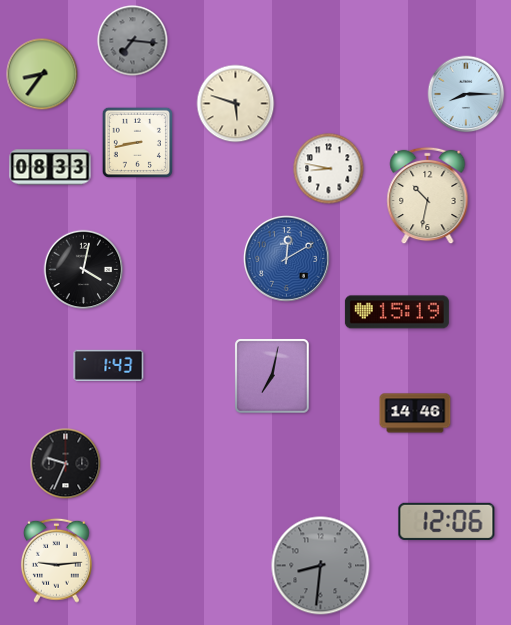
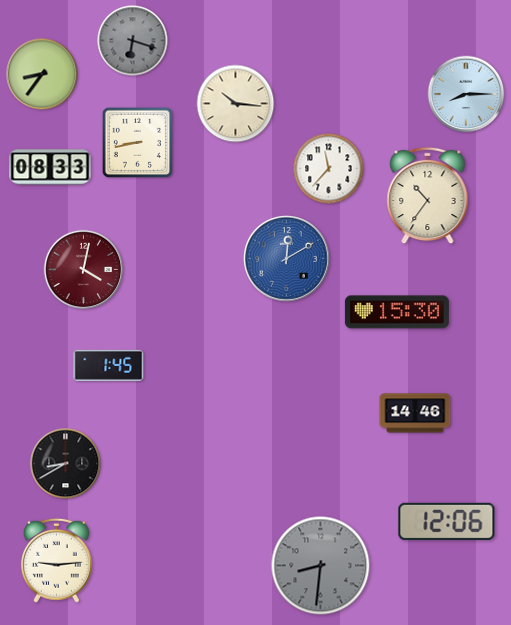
clock at (133, 41): 7:16 -> 6:18
clock at (236, 104): 5:48 -> 10:16
clock at (329, 169): 8:47 -> 11:37
clock at (428, 196): 10:32 -> 10:36
clock at (84, 270) dial: black -> burgundy
clock at (397, 312): 15:19 -> 15:30
clock at (109, 365): 1:43 -> 1:45
clock at (272, 376): 7:02 -> none
clock at (66, 464): 9:34 -> 8:40
